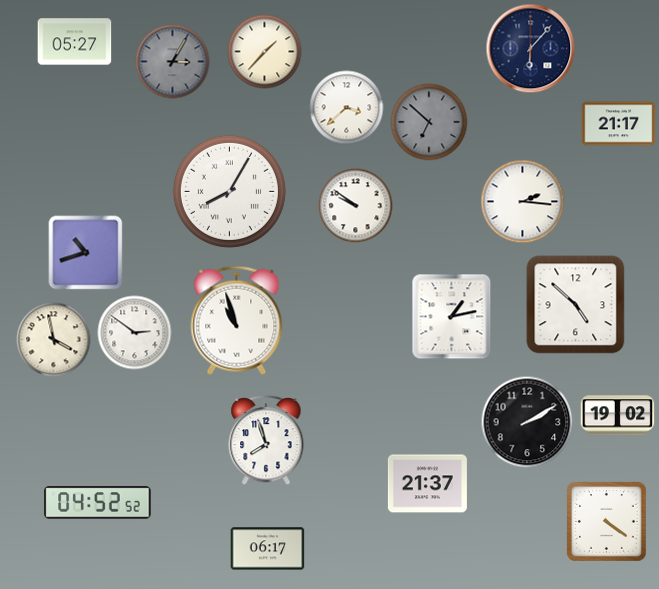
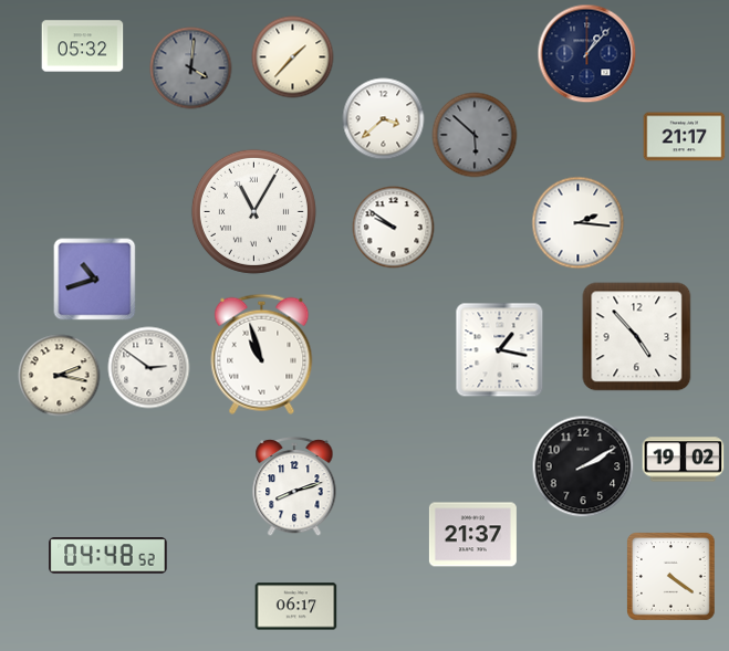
clock at (75, 42): 05:27 -> 05:32
clock at (531, 49): 6:07 -> 1:07
clock at (173, 62): 3:05 -> 4:01
clock at (429, 122): 6:52 -> 5:52
clock at (229, 191): 8:05 -> 11:05
clock at (576, 305): 4:52 -> 4:53
clock at (452, 317): 1:13 -> 1:17
clock at (54, 340): 3:58 -> 2:17
clock at (266, 441): 7:57 -> 8:12
clock at (98, 503): 04:52 -> 04:48
